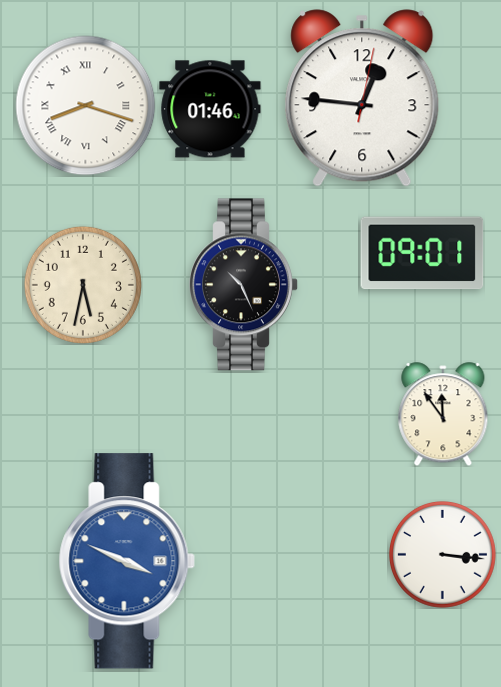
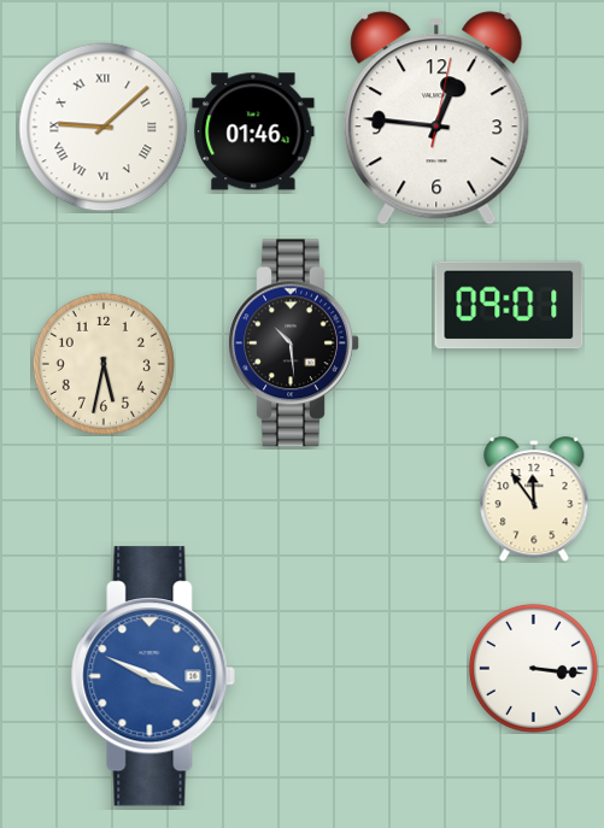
clock at (86, 106): 8:18 -> 9:08
clock at (83, 285) position: (83, 285) -> (104, 364)
clock at (244, 285): 10:26 -> 10:29
